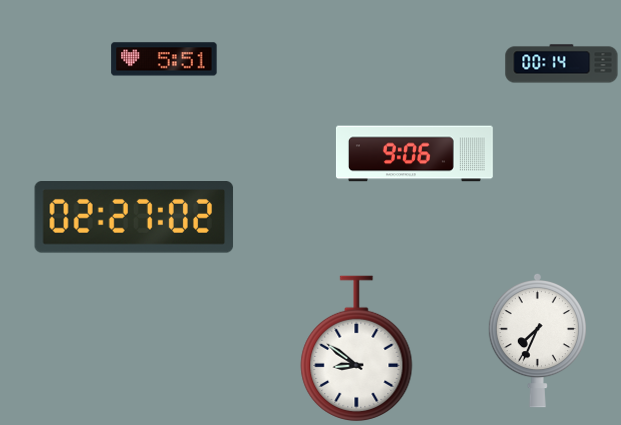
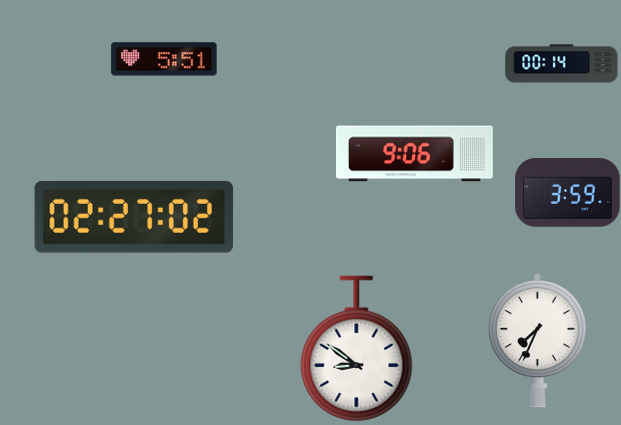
clock at (568, 193): none -> 3:59
